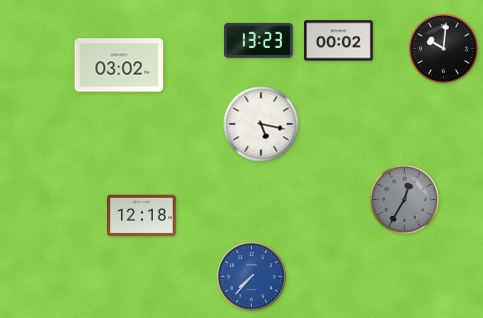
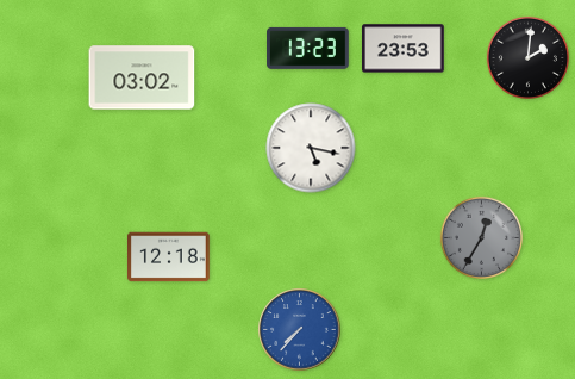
clock at (339, 41): 00:02 -> 23:53
clock at (443, 48): 10:01 -> 2:01
